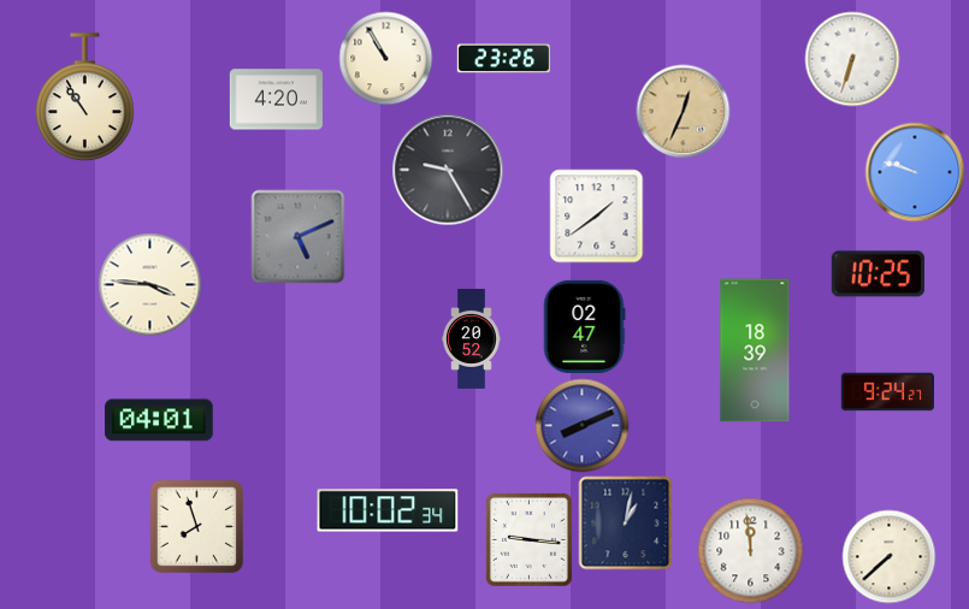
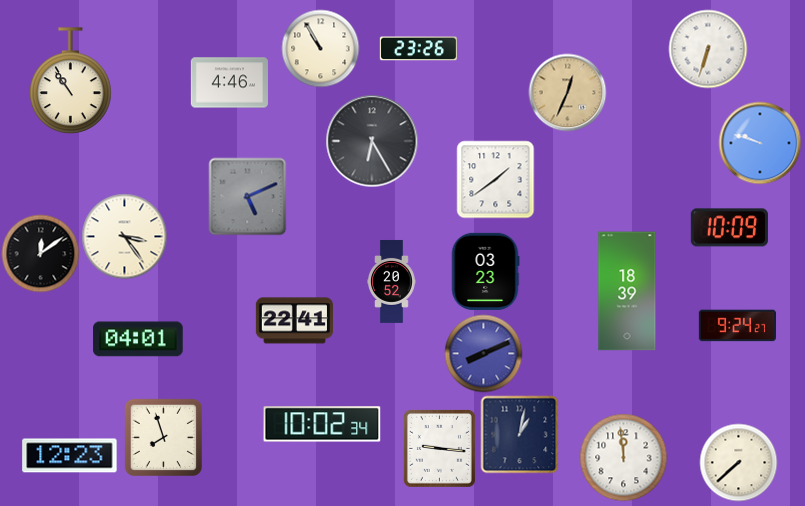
clock at (276, 100): 4:20 -> 4:46
clock at (448, 170): 9:25 -> 6:25
clock at (878, 274): 10:25 -> 10:09
clock at (149, 284): 3:46 -> 3:24
clock at (40, 253): none -> 12:09
clock at (584, 326): 02:47 -> 03:23
clock at (294, 321): none -> 22:41
clock at (159, 420) position: (159, 420) -> (138, 339)
clock at (70, 456): none -> 12:23
